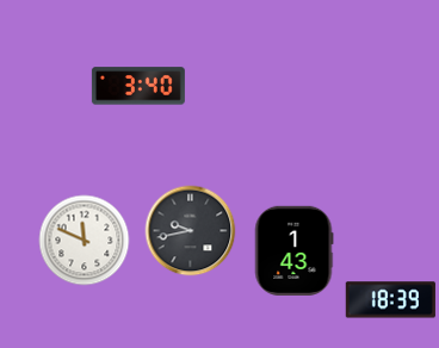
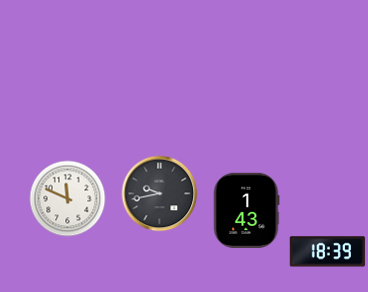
clock at (138, 86): 3:40 -> none
clock at (85, 241) position: (85, 241) -> (68, 199)
